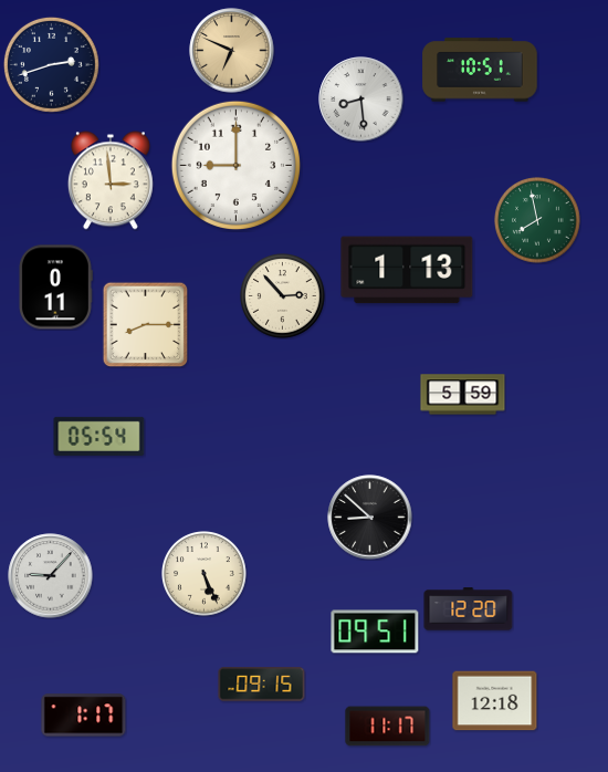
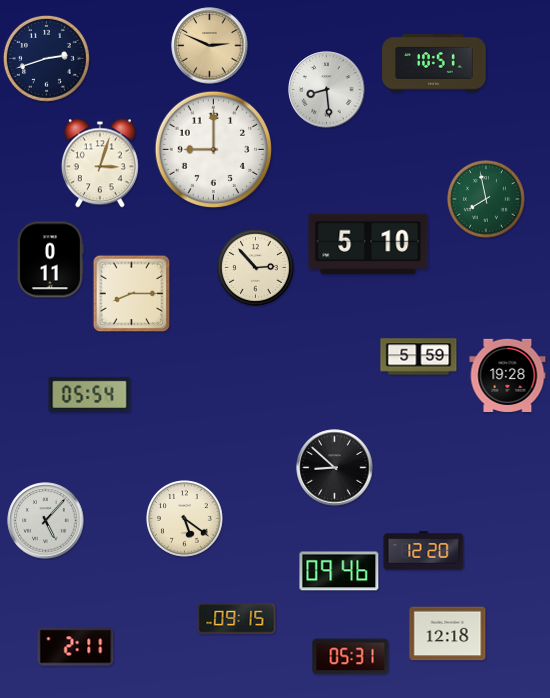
clock at (232, 51): 6:49 -> 2:49
clock at (111, 180): 2:59 -> 3:03
clock at (407, 270): 1:13 -> 5:10
clock at (508, 375): none -> 19:28
clock at (205, 574): 5:26 -> 5:21
clock at (51, 576): 9:07 -> 5:07
clock at (375, 632): 09:51 -> 09:46
clock at (84, 716): 1:17 -> 2:11
clock at (388, 727): 11:17 -> 05:31
